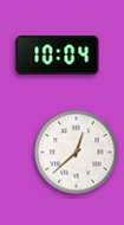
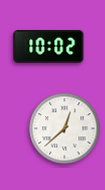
clock at (58, 54): 10:04 -> 10:02
